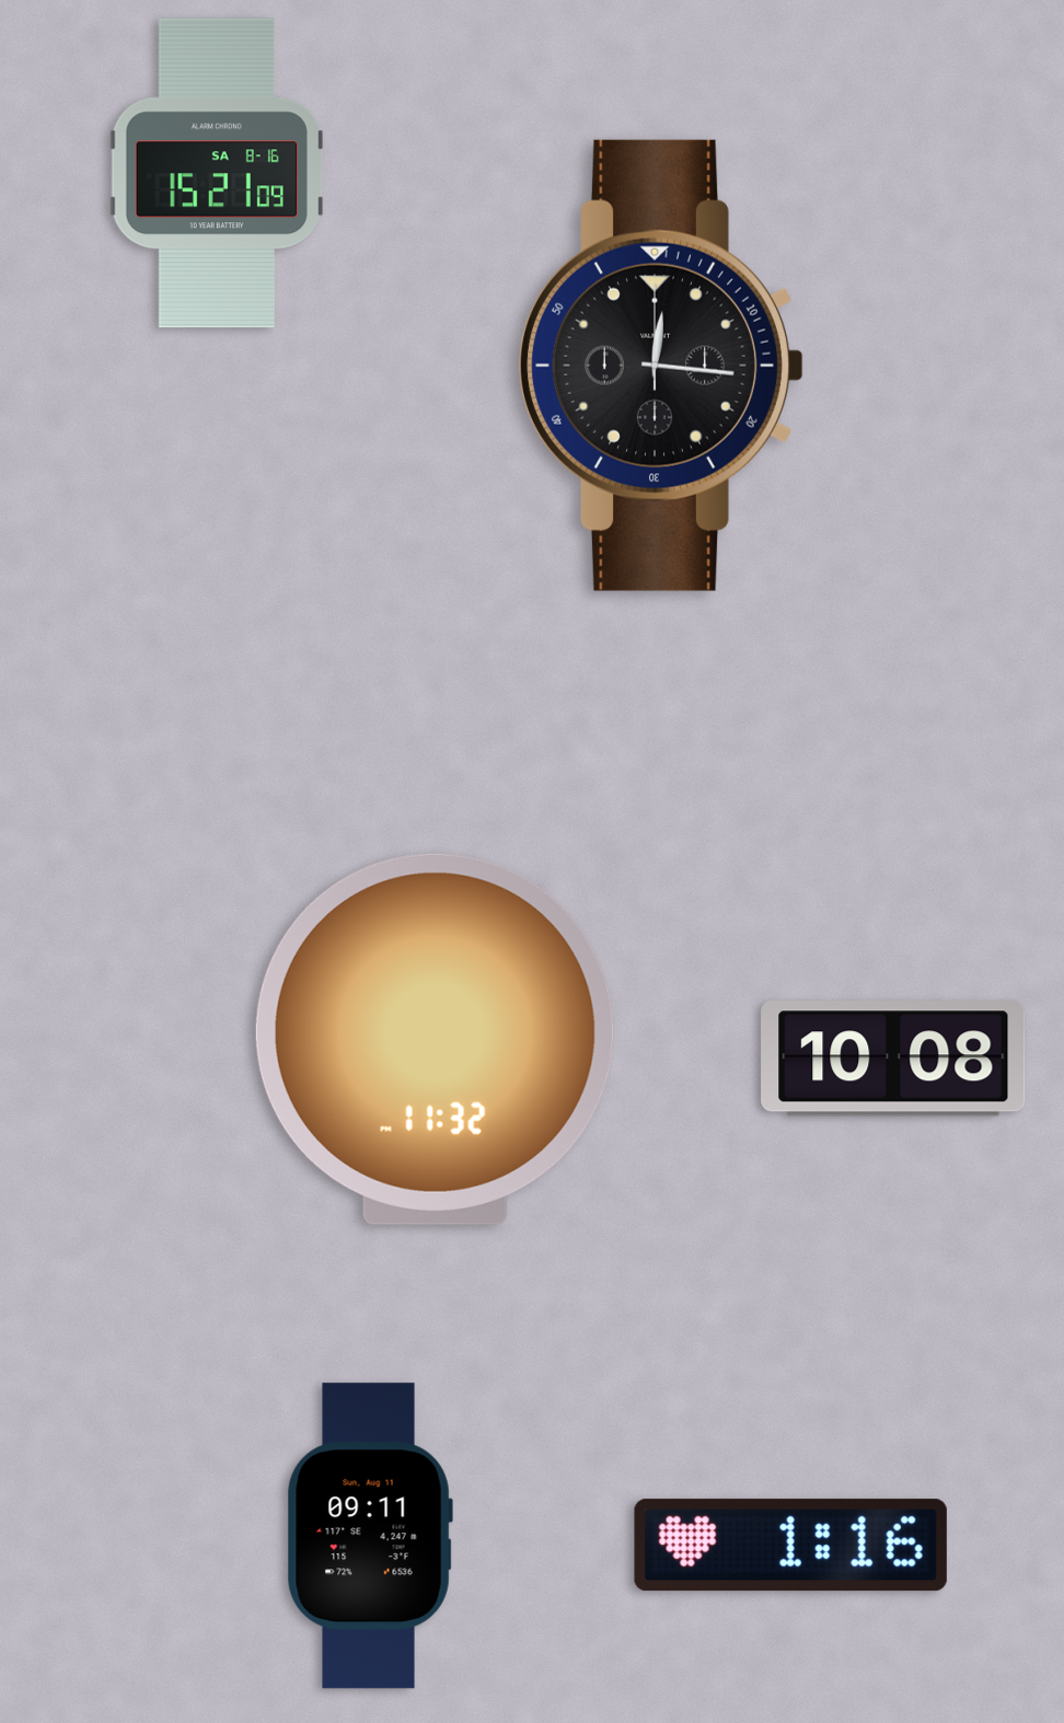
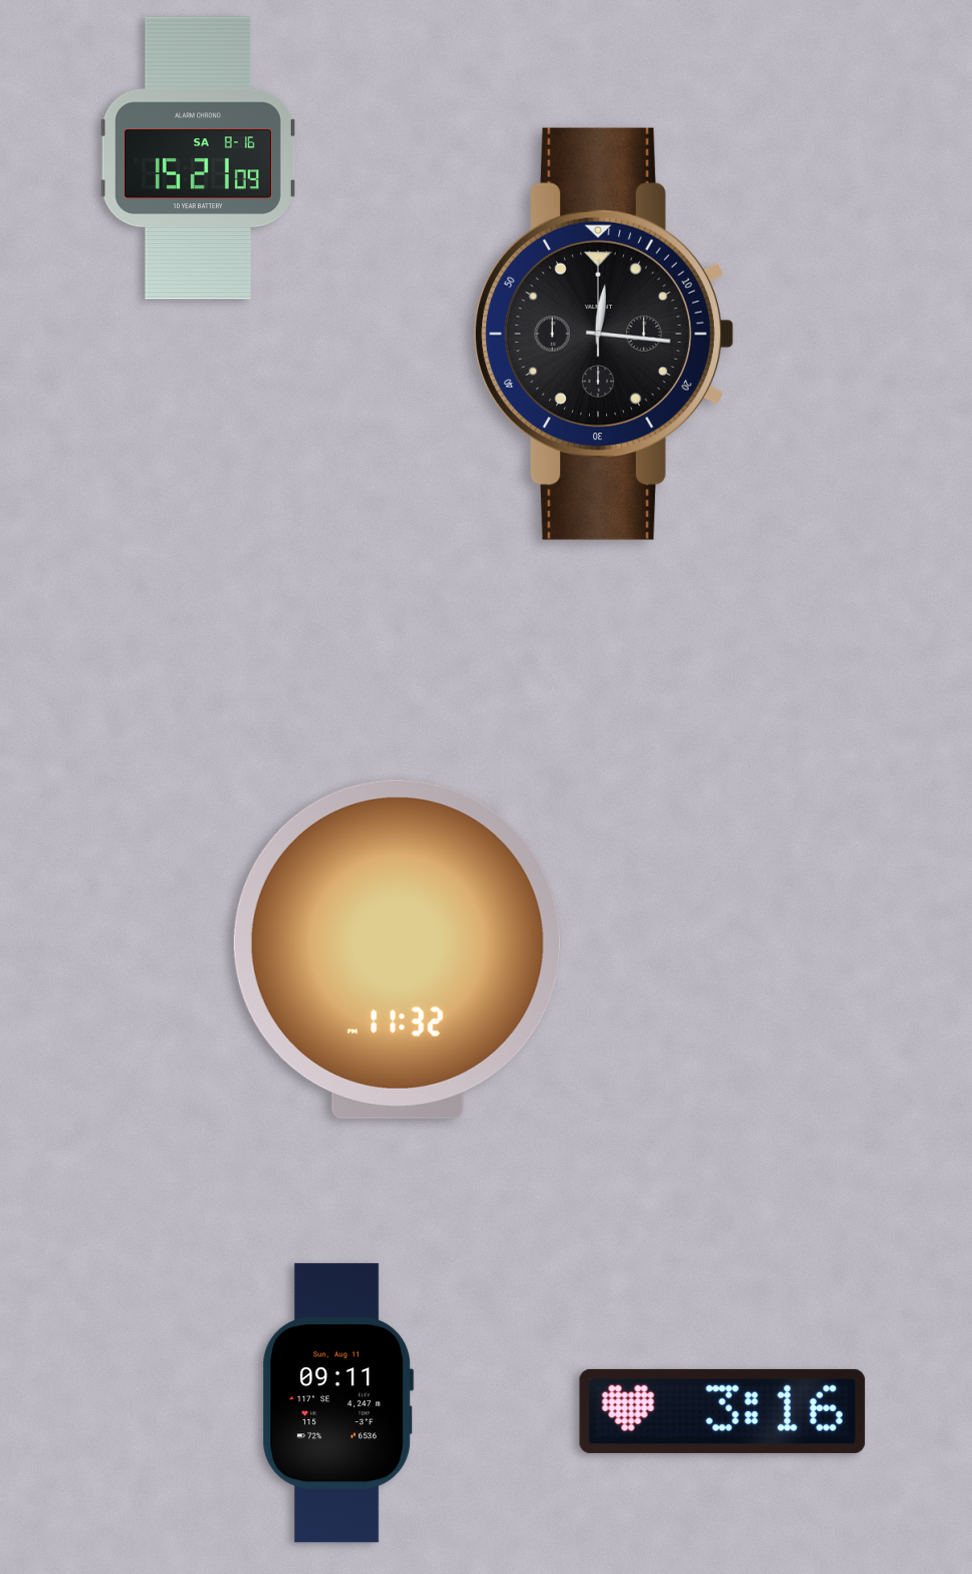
clock at (893, 1059): 10:08 -> none
clock at (790, 1546): 1:16 -> 3:16
